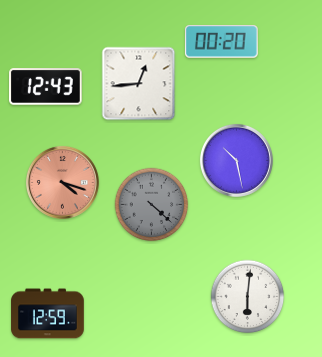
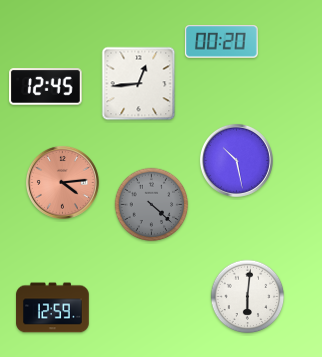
clock at (46, 87): 12:43 -> 12:45
clock at (62, 182): 4:18 -> 4:14
clock at (48, 314) position: (48, 314) -> (53, 308)
